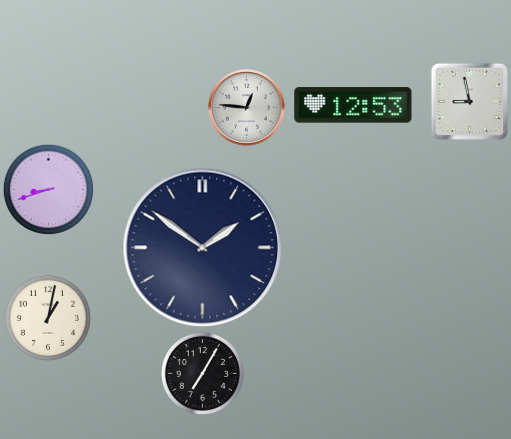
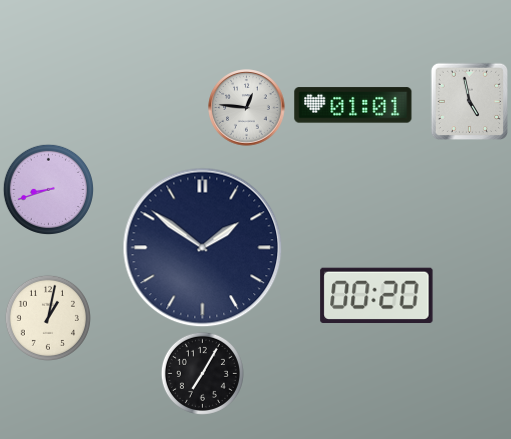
clock at (469, 101): 8:58 -> 4:58
clock at (353, 105): 12:53 -> 01:01
clock at (377, 295): none -> 00:20
